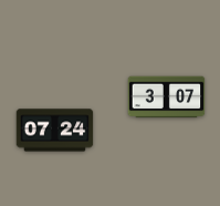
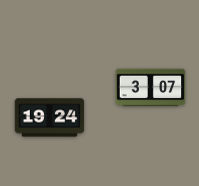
clock at (55, 131): 07:24 -> 19:24
